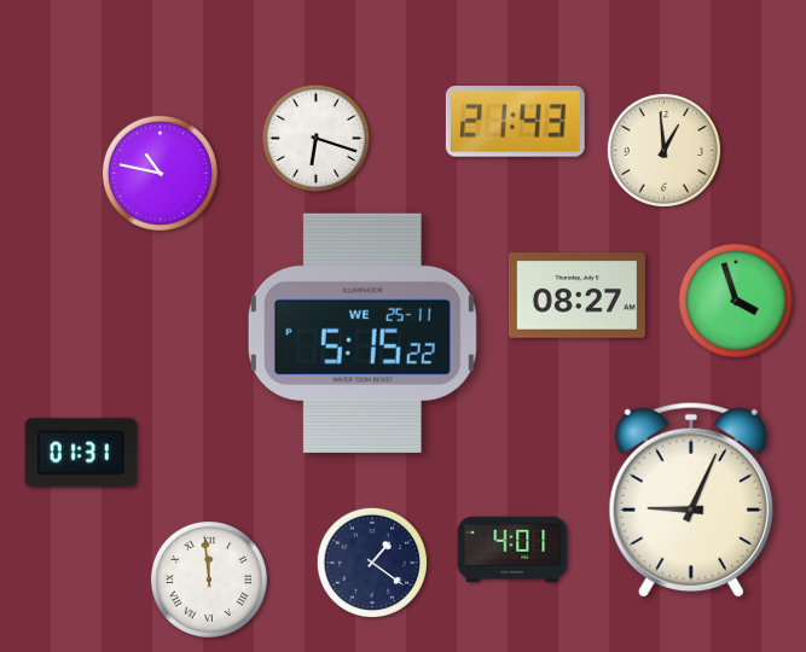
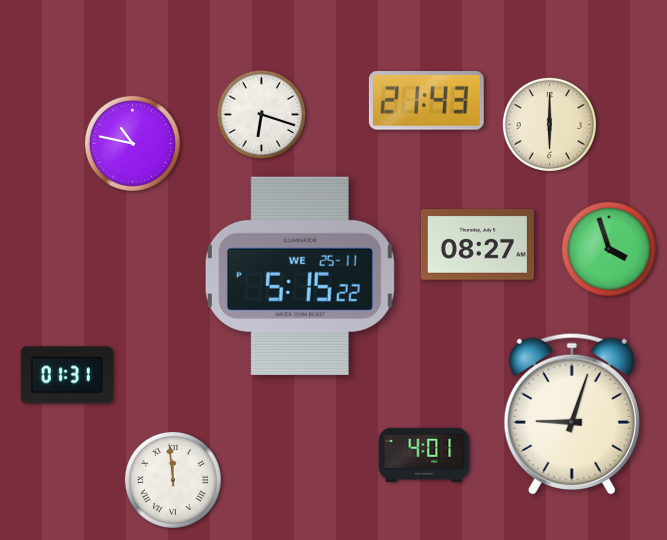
clock at (663, 150): 12:59 -> 6:00
clock at (691, 499): 9:04 -> 9:03
clock at (372, 563): 1:21 -> none
